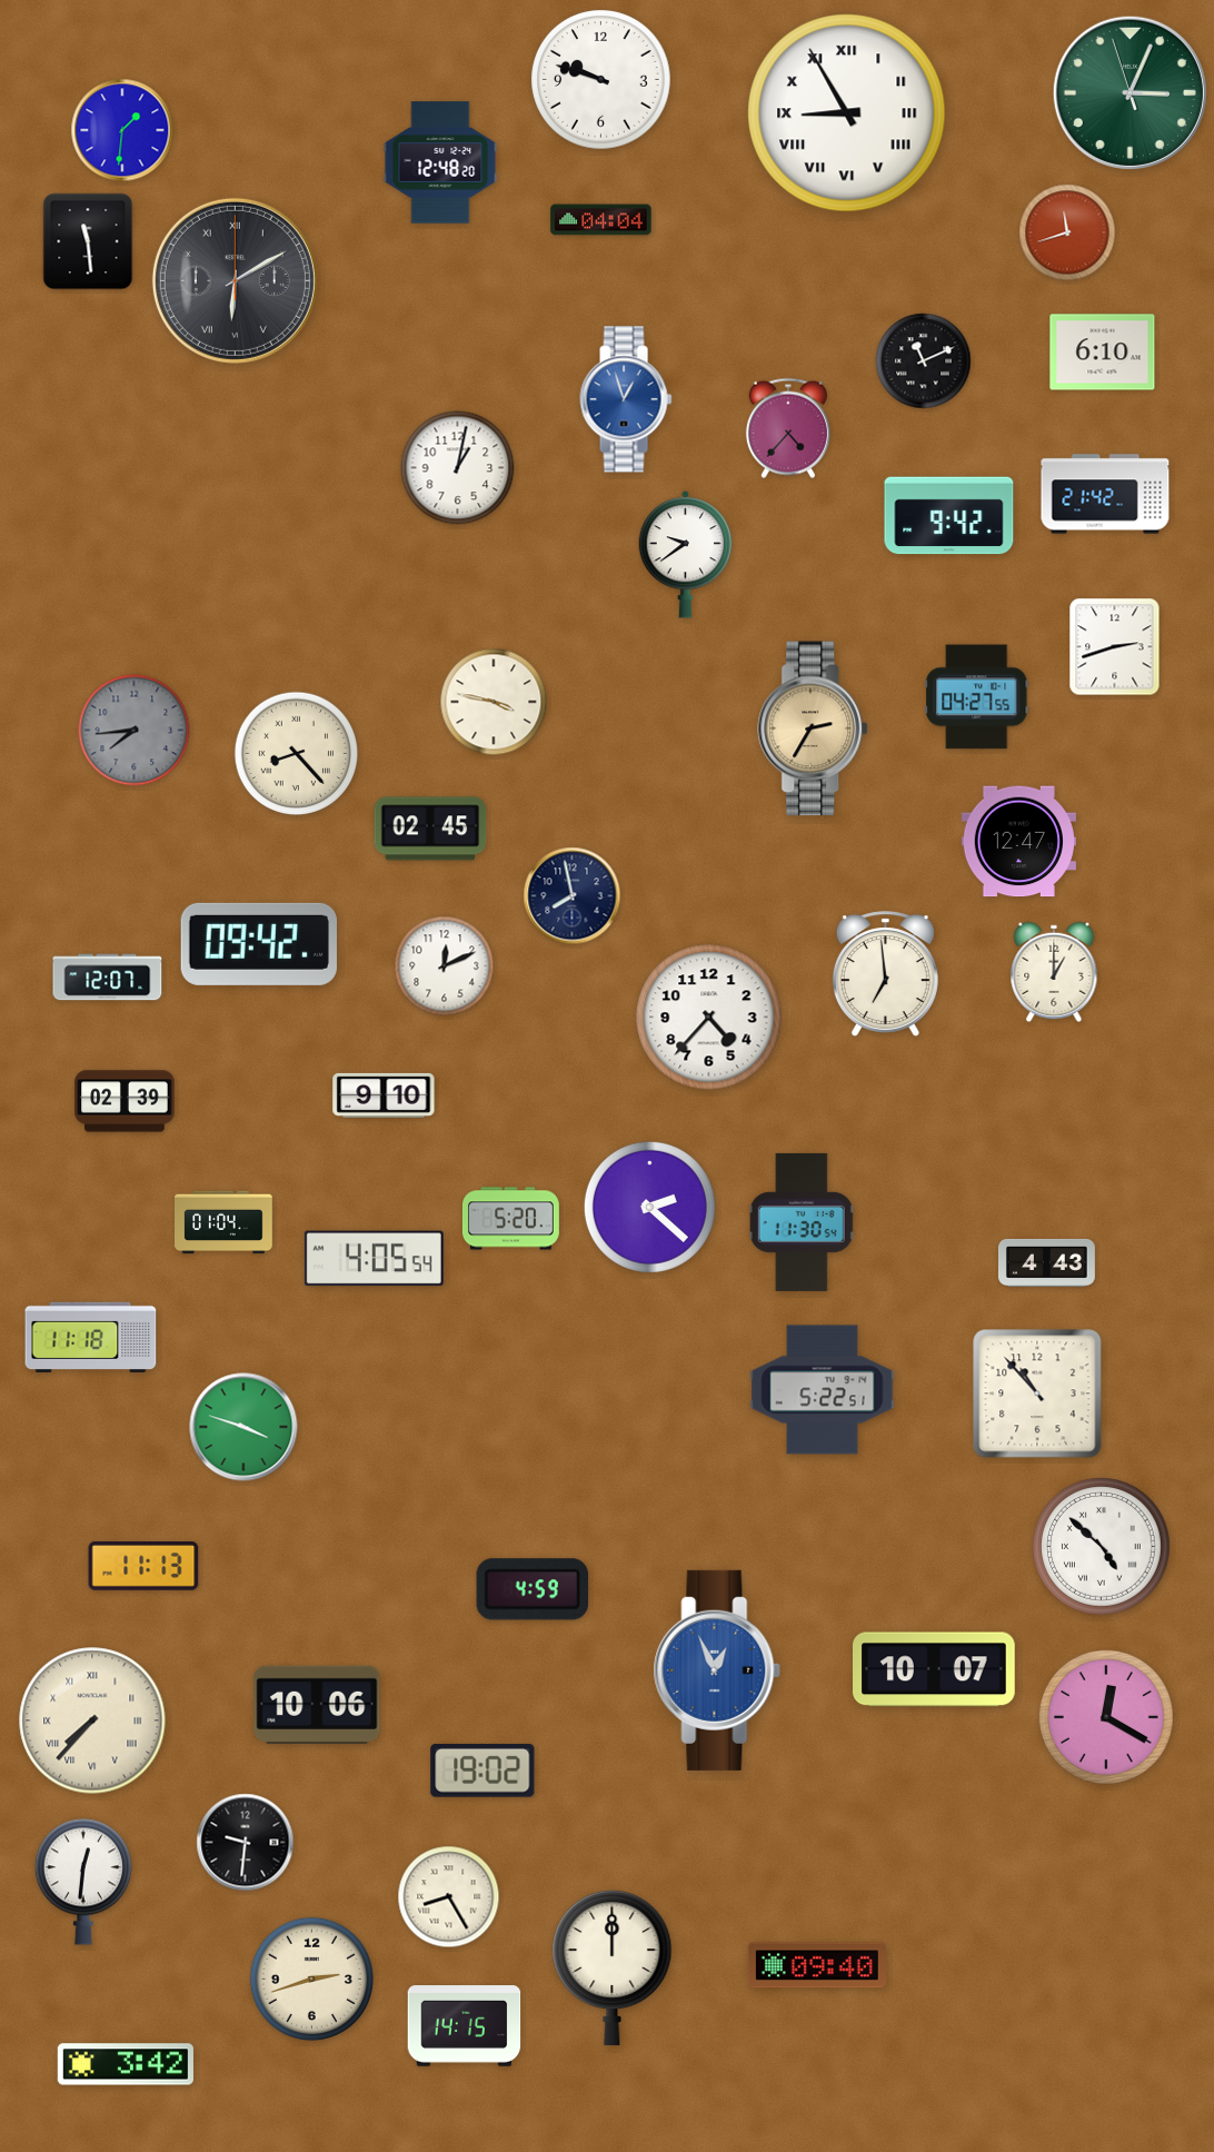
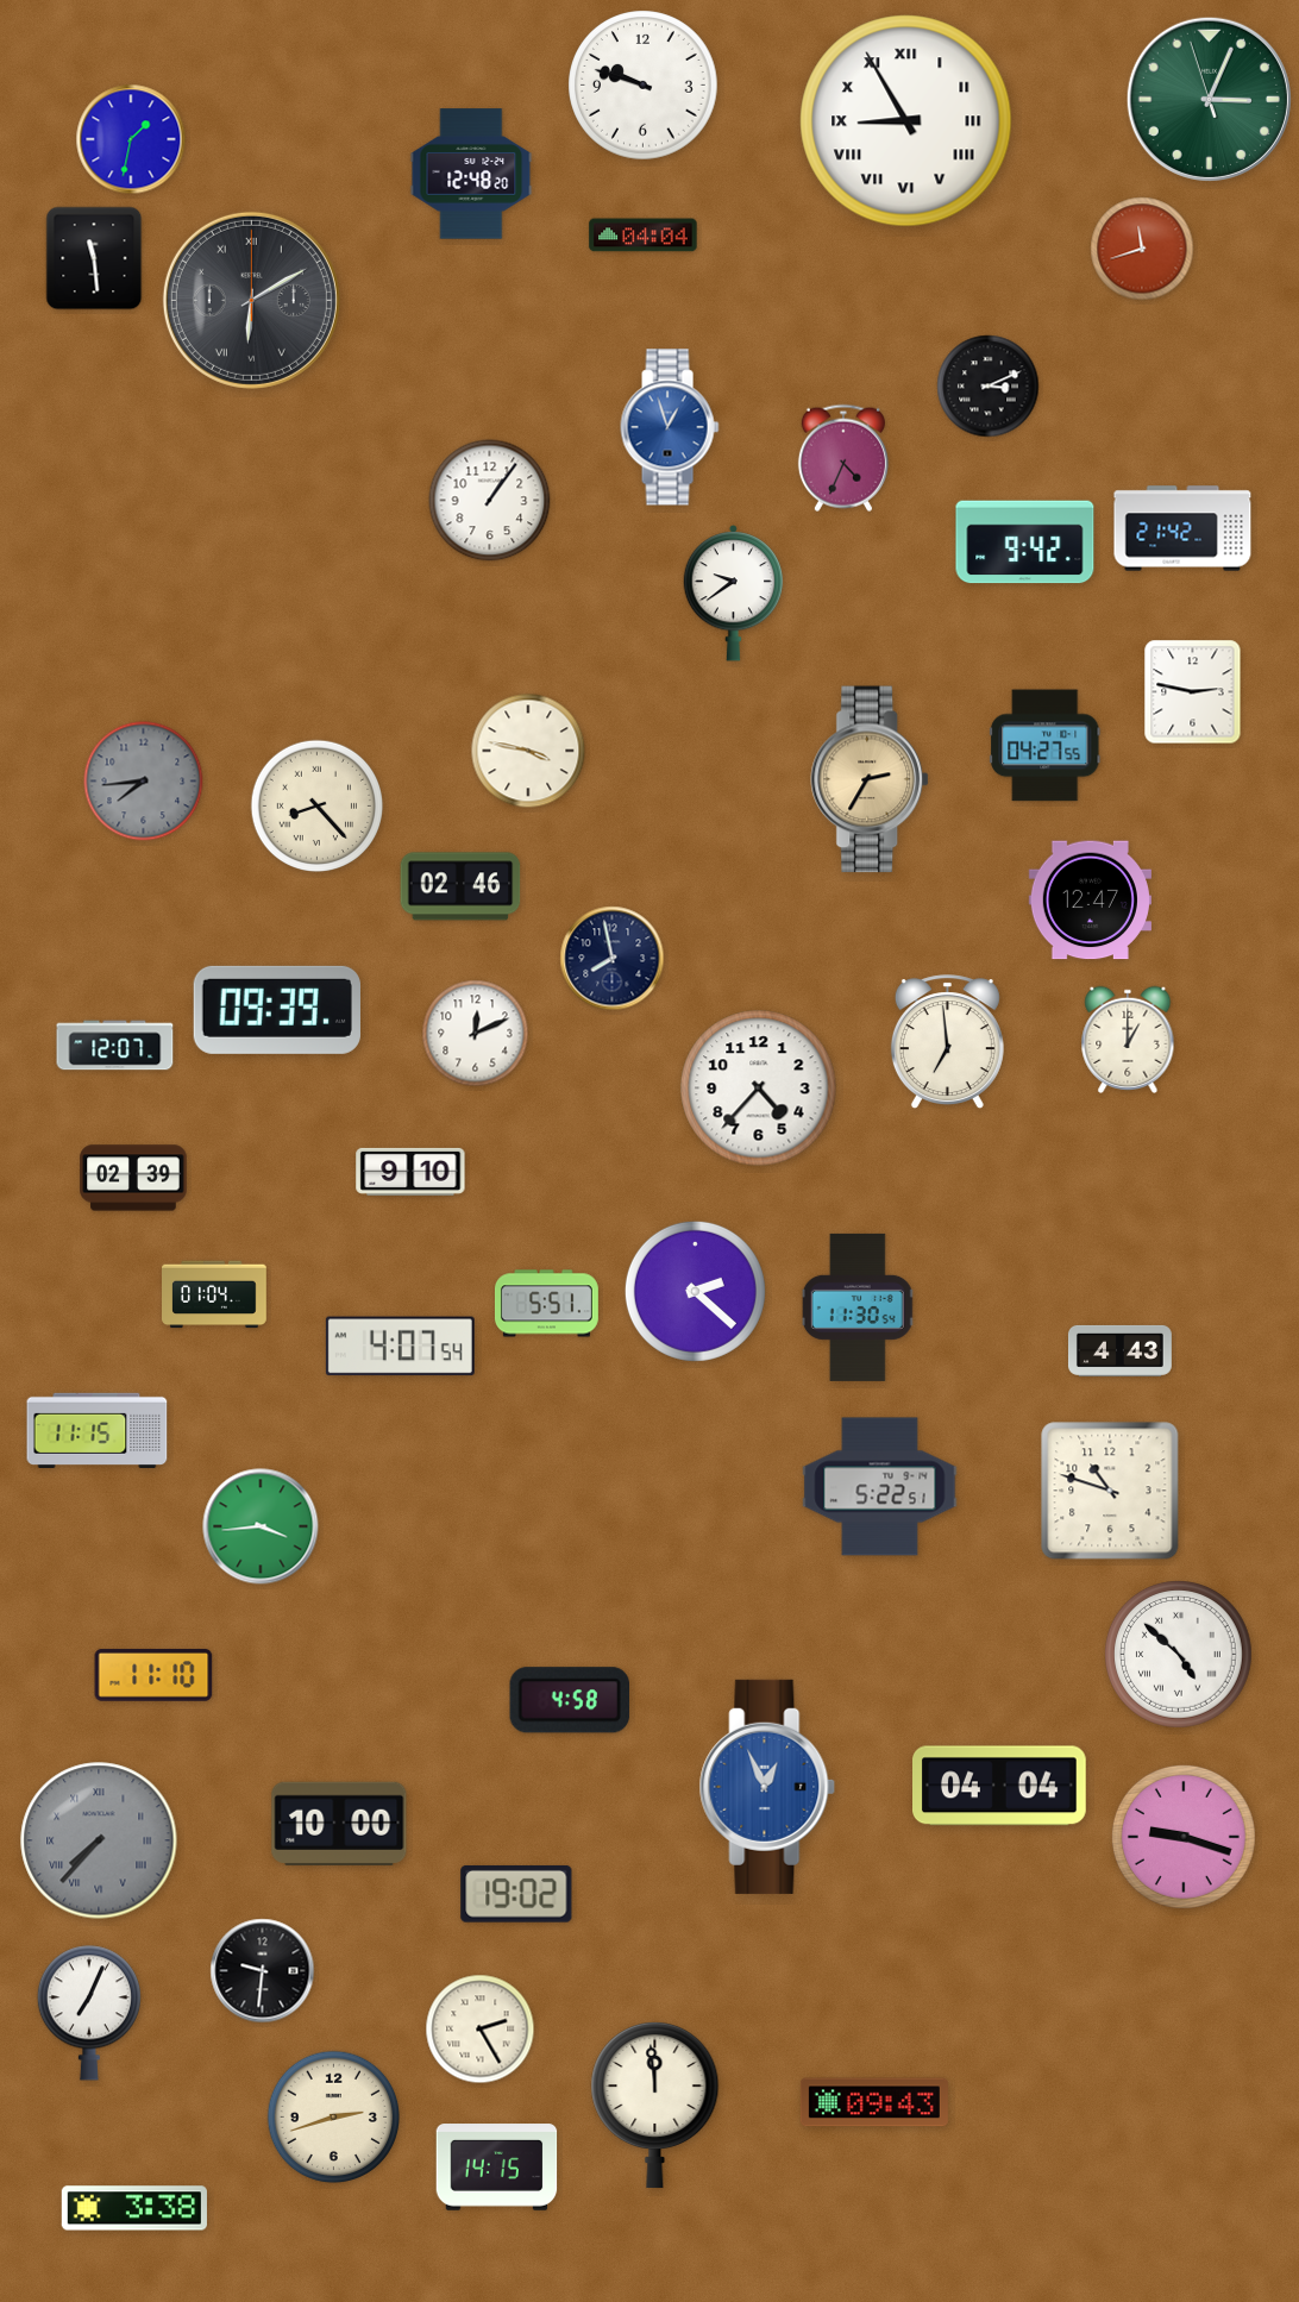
clock at (122, 130): 1:31 -> 1:32
clock at (1103, 353): 6:10 -> none
clock at (924, 361): 11:11 -> 3:11
clock at (788, 428): 4:37 -> 4:34
clock at (458, 468): 1:02 -> 1:06
clock at (949, 516) position: (949, 516) -> (1025, 542)
clock at (1115, 647): 2:42 -> 2:47
clock at (430, 829): 02:45 -> 02:46
clock at (259, 944): 09:42 -> 09:39
clock at (510, 1219): 5:20 -> 5:51
clock at (225, 1222) position: (225, 1222) -> (215, 1294)
clock at (374, 1259): 4:05 -> 4:07
clock at (91, 1337): 11:18 -> 11:15
clock at (1037, 1394): 10:53 -> 10:48
clock at (243, 1427): 3:48 -> 3:44
clock at (143, 1566): 11:13 -> 11:10
clock at (533, 1589): 4:59 -> 4:58
clock at (935, 1669): 10:07 -> 04:04
clock at (317, 1705): 10:06 -> 10:00
clock at (1106, 1717): 12:20 -> 9:18
clock at (92, 1720) dial: cream -> grey
clock at (83, 1882): 12:31 -> 7:04
clock at (449, 1897): 8:25 -> 2:25
clock at (817, 1965): 09:40 -> 09:43
clock at (613, 1968): 12:00 -> 11:59
clock at (126, 2064): 3:42 -> 3:38
